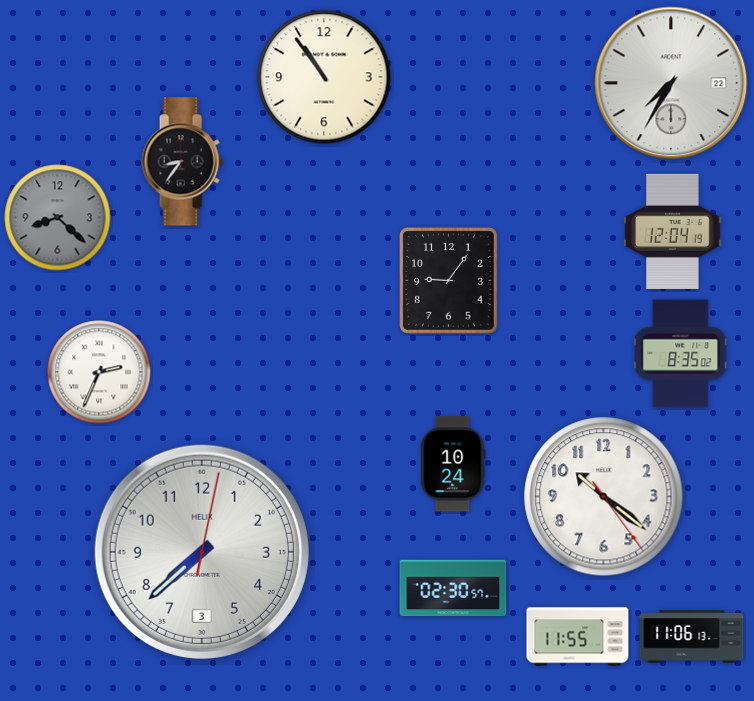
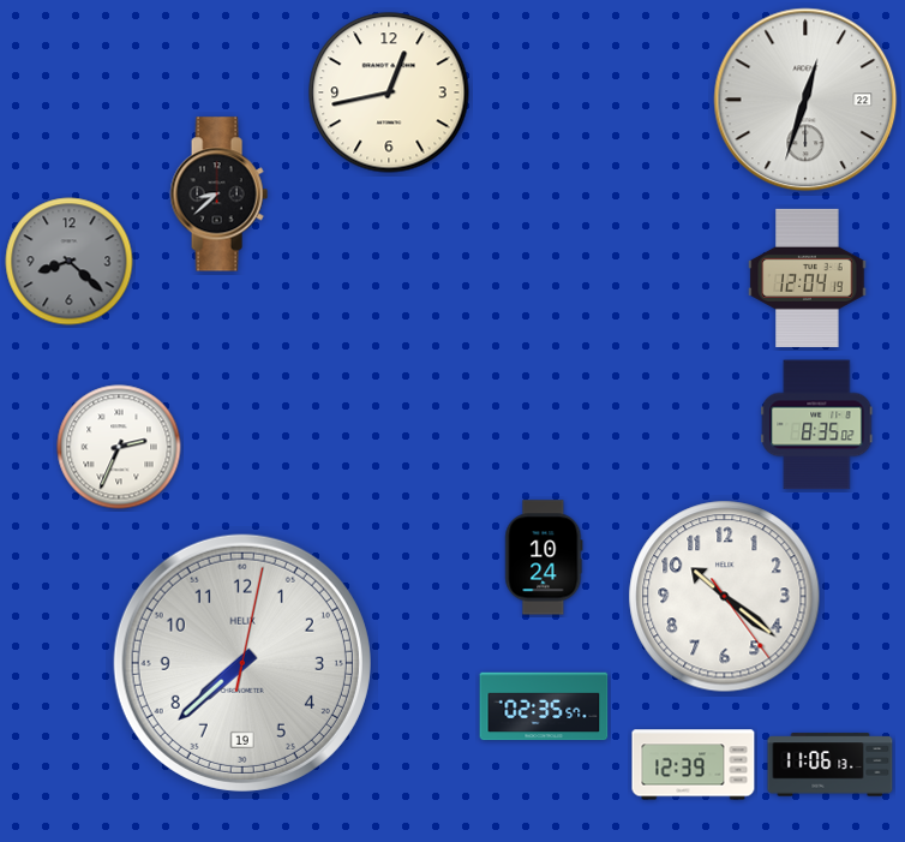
clock at (324, 77): 10:54 -> 12:43
clock at (671, 83): 7:35 -> 12:33
clock at (182, 162): 8:36 -> 8:38
clock at (449, 281): 9:06 -> none
clock at (202, 552) date: 3 -> 19
clock at (453, 588): 02:30 -> 02:35
clock at (578, 637): 11:55 -> 12:39
